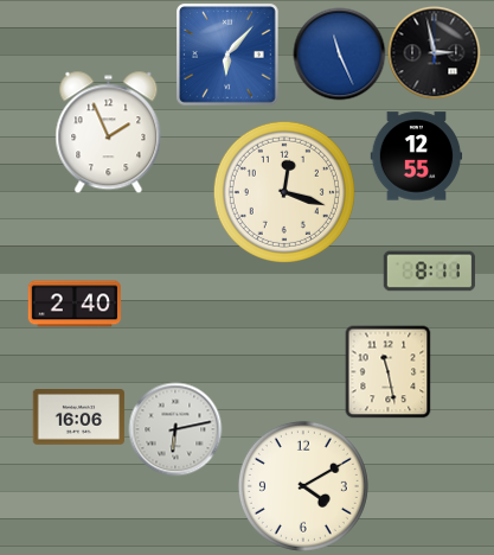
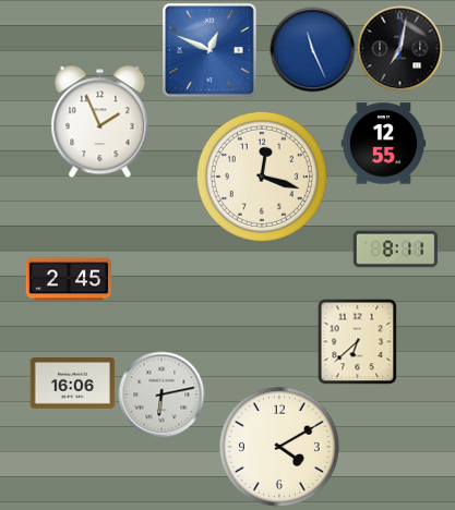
clock at (434, 52): 2:58 -> 7:02
clock at (227, 55): 6:07 -> 12:49
clock at (73, 304): 2:40 -> 2:45
clock at (389, 371): 11:28 -> 6:38
